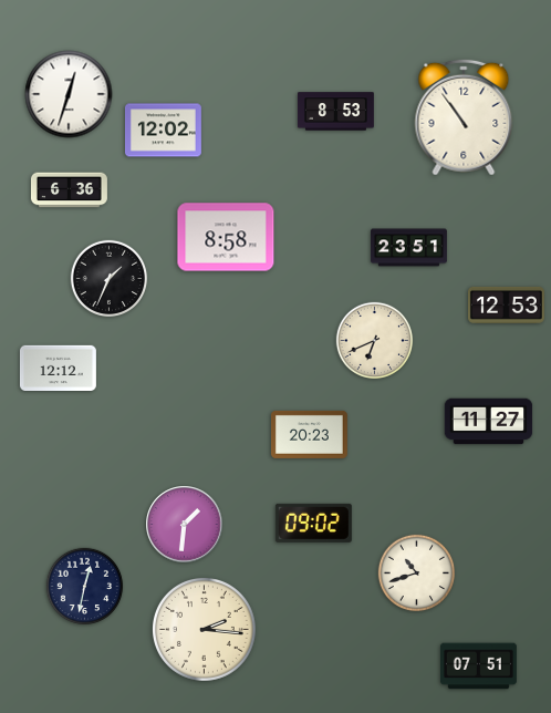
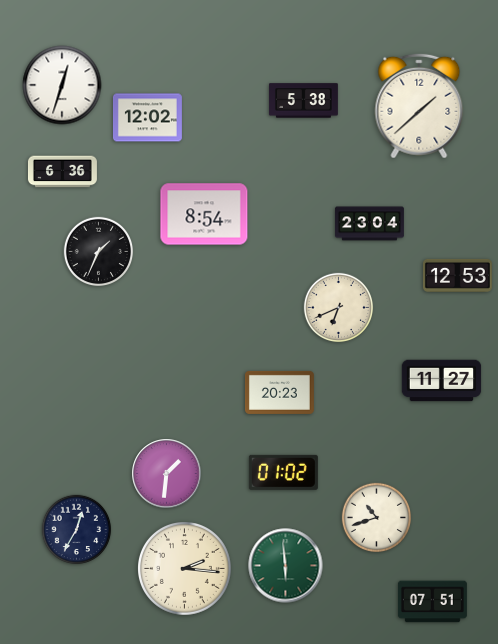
clock at (335, 112): 8:53 -> 5:38
clock at (464, 117): 10:54 -> 1:38
clock at (226, 237): 8:58 -> 8:54
clock at (408, 248): 23:51 -> 23:04
clock at (58, 368): 12:12 -> none
clock at (313, 523): 09:02 -> 01:02
clock at (85, 587): 12:32 -> 12:35
clock at (286, 566): none -> 5:59
